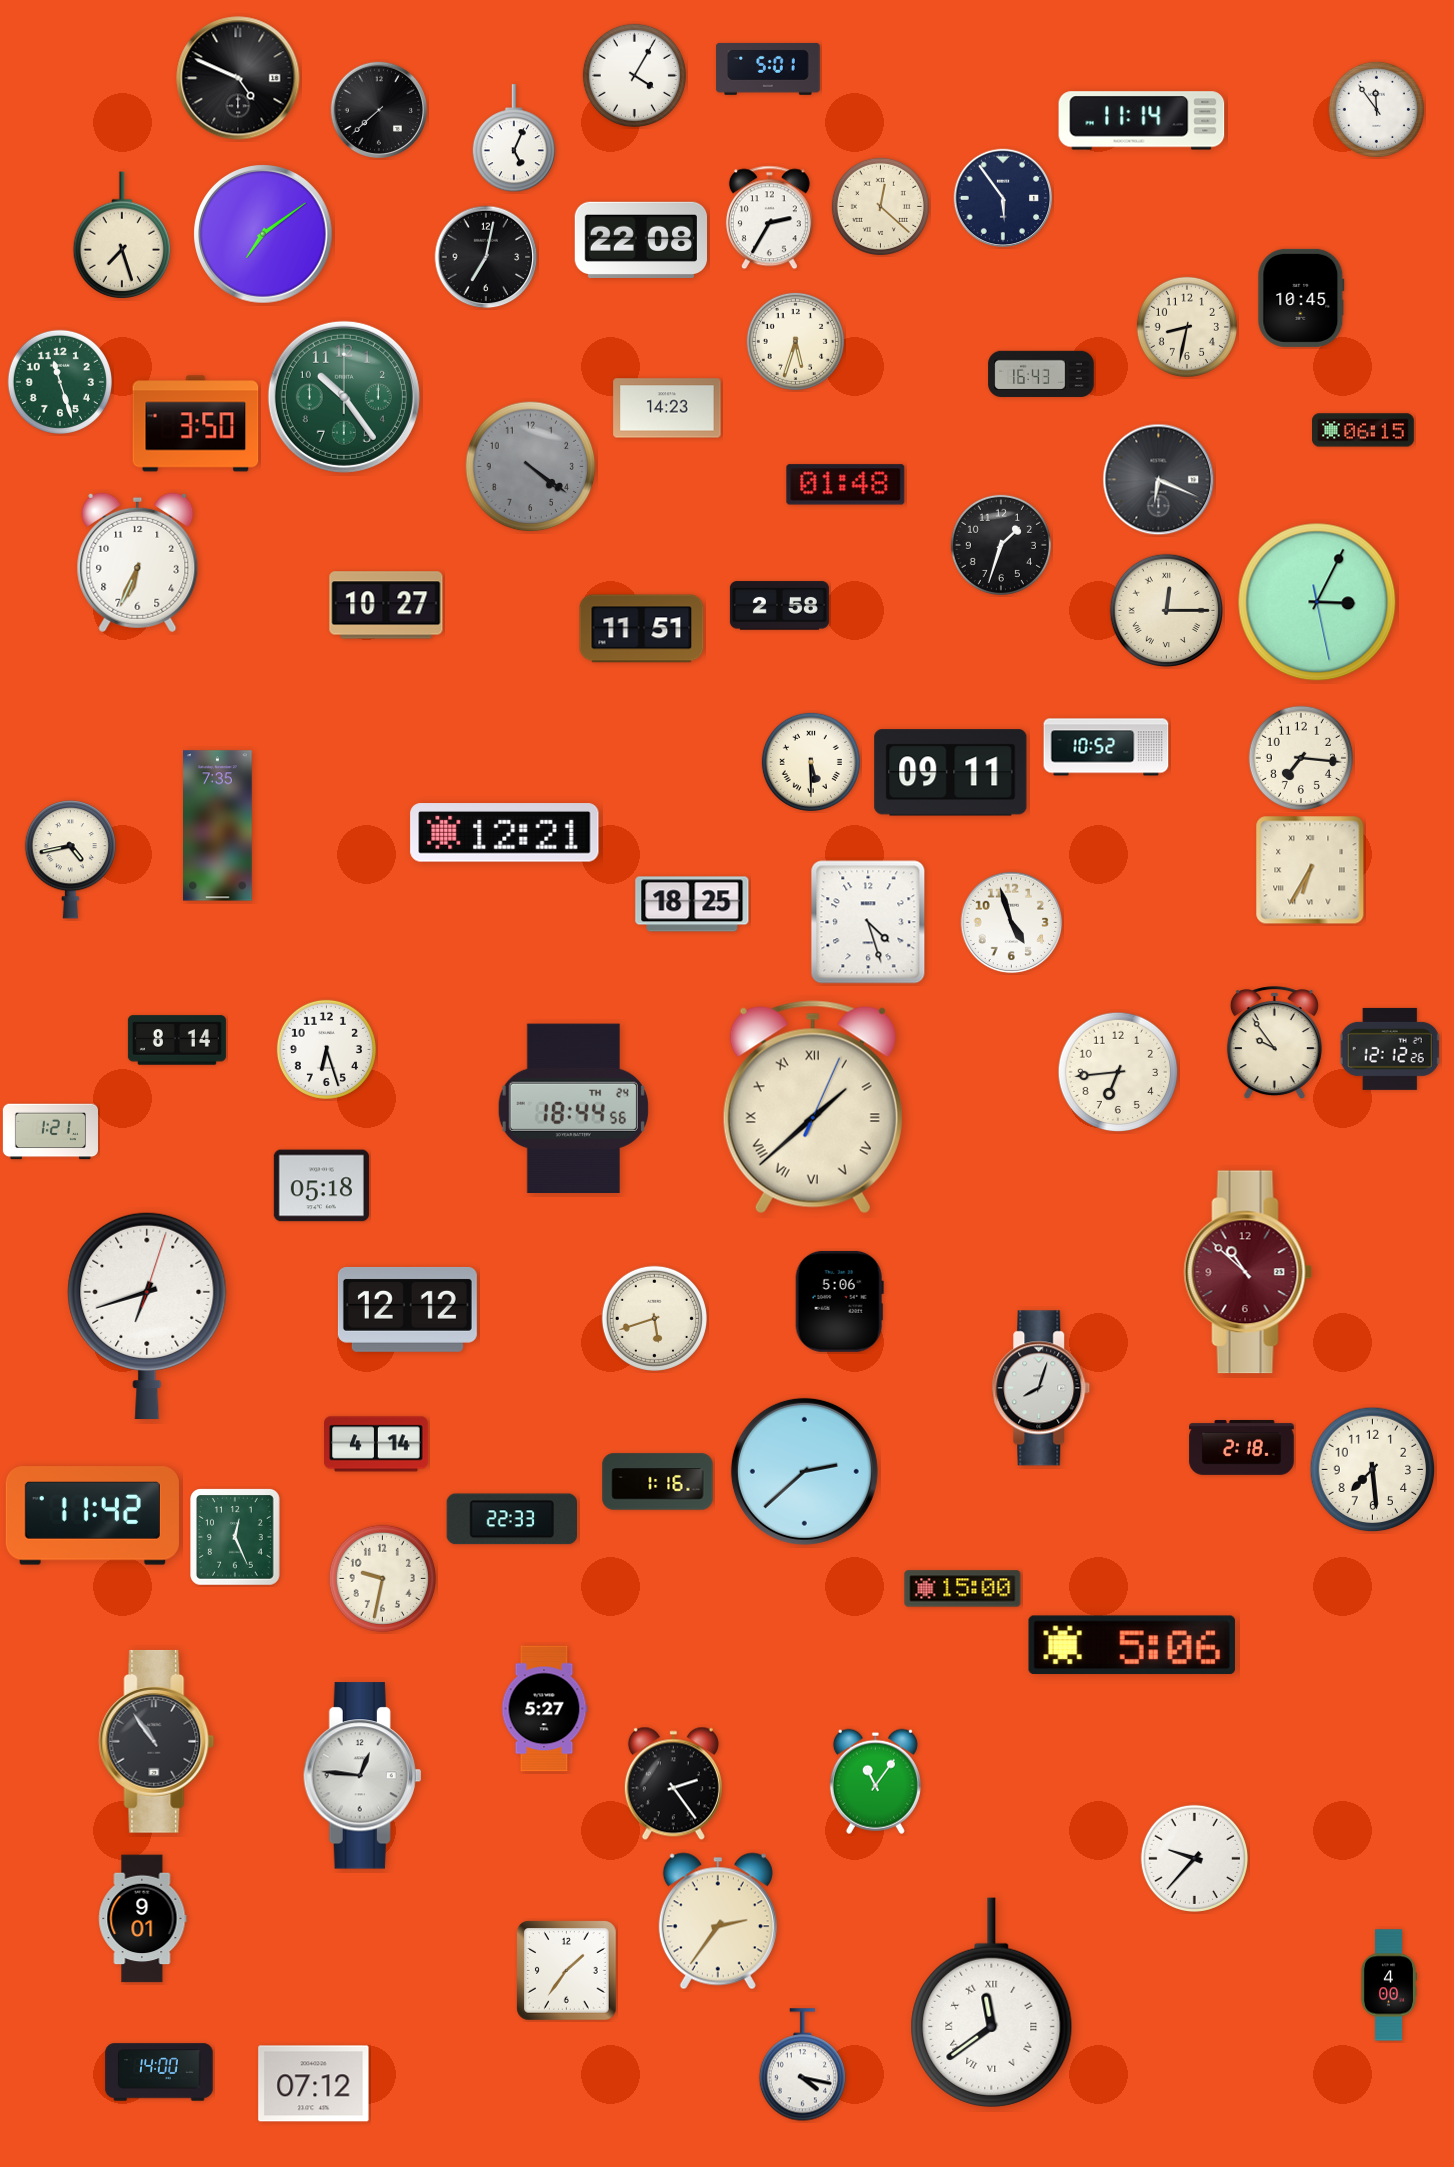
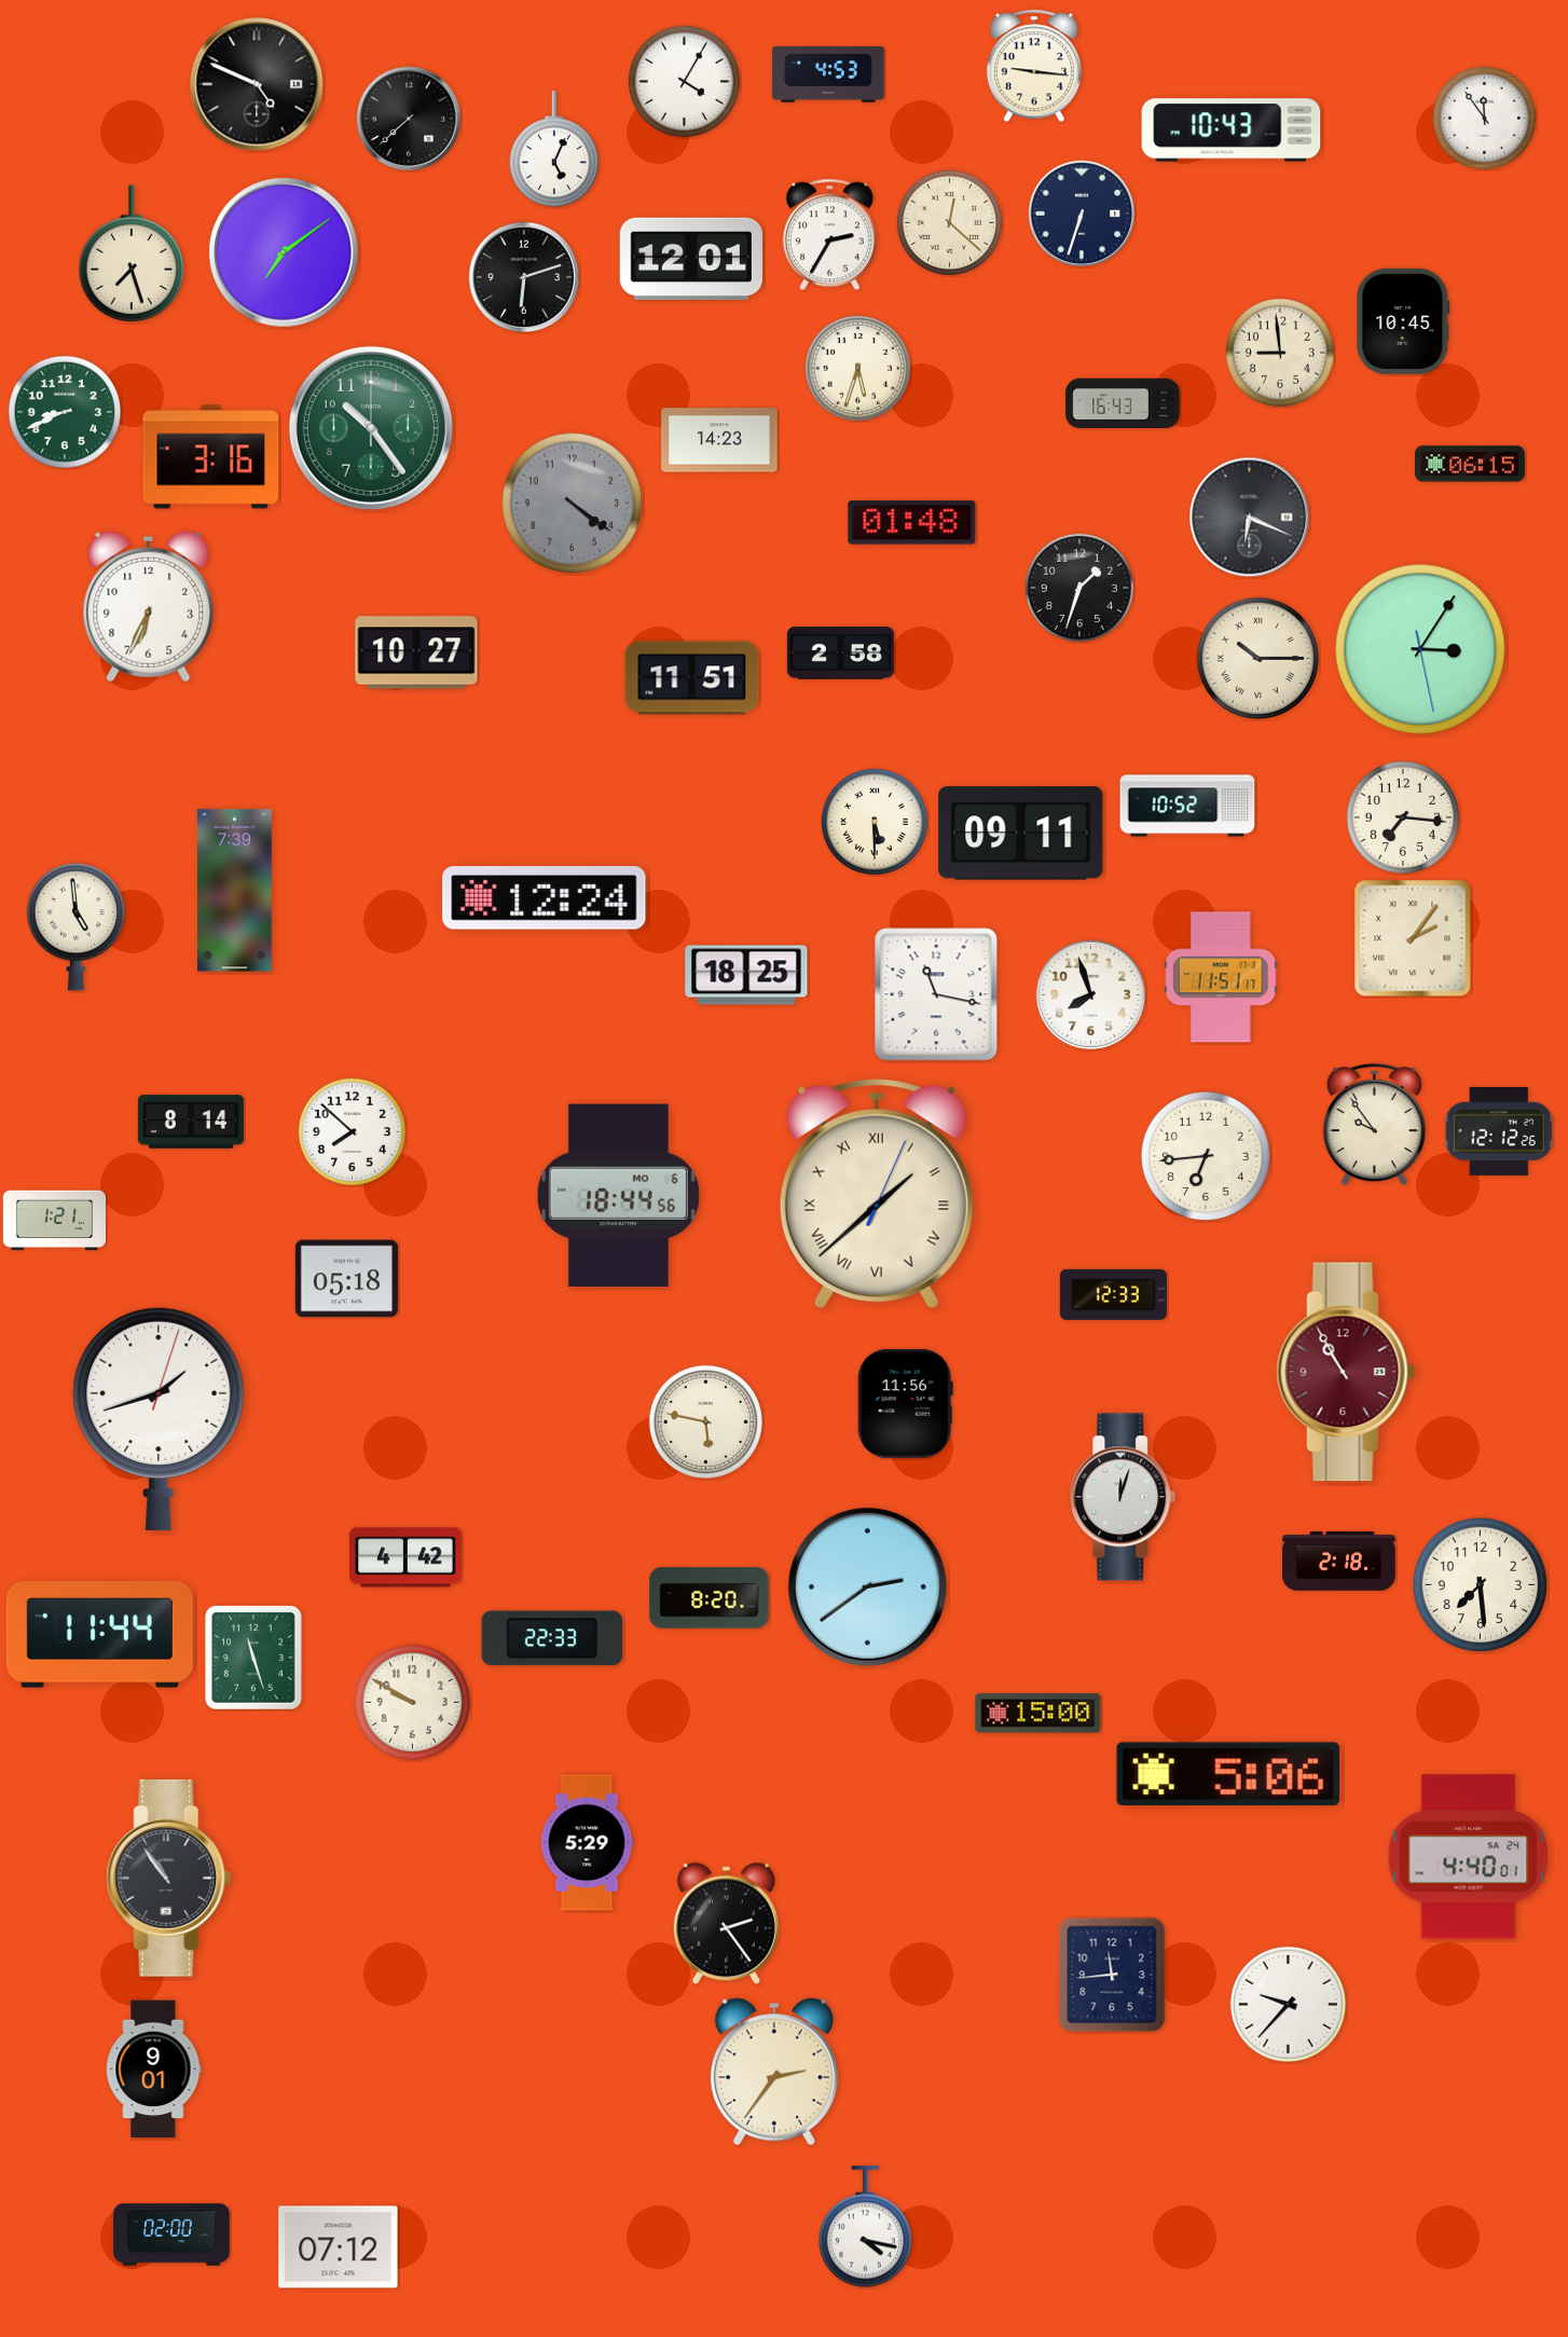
clock at (1034, 66): none -> 9:16
clock at (768, 69): 5:01 -> 4:53
clock at (1142, 121): 11:14 -> 10:43
clock at (1003, 198): 5:54 -> 6:33
clock at (640, 239): 22:08 -> 12:01
clock at (486, 257): 7:02 -> 6:12
clock at (1187, 327): 8:32 -> 8:59
clock at (60, 382): 11:27 -> 8:41
clock at (196, 424): 3:50 -> 3:16
clock at (1317, 602): 3:04 -> 3:05
clock at (1166, 610): 12:15 -> 10:15
clock at (1106, 747) position: (1106, 747) -> (1187, 806)
clock at (951, 773) position: (951, 773) -> (1021, 834)
clock at (218, 826): 7:35 -> 7:39
clock at (505, 833): 12:21 -> 12:24
clock at (70, 860): 4:43 -> 4:59
clock at (1310, 870): 6:35 -> 2:06
clock at (1222, 977): none -> 11:51
clock at (868, 922): 4:27 -> 11:17
clock at (1012, 923): 4:57 -> 7:57
clock at (326, 1049): 6:27 -> 7:52
clock at (573, 1108) date: TH 24 -> MO 6
clock at (1113, 1294): none -> 12:33
clock at (1248, 1272): 10:52 -> 10:55
clock at (839, 1301): 5:06 -> 11:56
clock at (407, 1309): 12:12 -> none
clock at (147, 1316): 6:42 -> 1:42
clock at (654, 1318): 5:42 -> 5:47
clock at (1041, 1388): 8:03 -> 12:03
clock at (376, 1444): 4:14 -> 4:42
clock at (804, 1471): 2:38 -> 2:39
clock at (658, 1482): 1:16 -> 8:20
clock at (92, 1516): 11:42 -> 11:44
clock at (236, 1538): 12:26 -> 11:27
clock at (382, 1578): 9:32 -> 9:50
clock at (1132, 1645) position: (1132, 1645) -> (1228, 1774)
clock at (544, 1709): 5:27 -> 5:29
clock at (1469, 1857): none -> 4:40
clock at (363, 1776): 12:46 -> none
clock at (875, 1781): 11:06 -> none
clock at (1112, 1975): none -> 11:44
clock at (567, 1971): 1:36 -> none
clock at (1388, 1985): 4:00 -> none
clock at (992, 2002): 11:39 -> none
clock at (159, 2072): 14:00 -> 02:00
